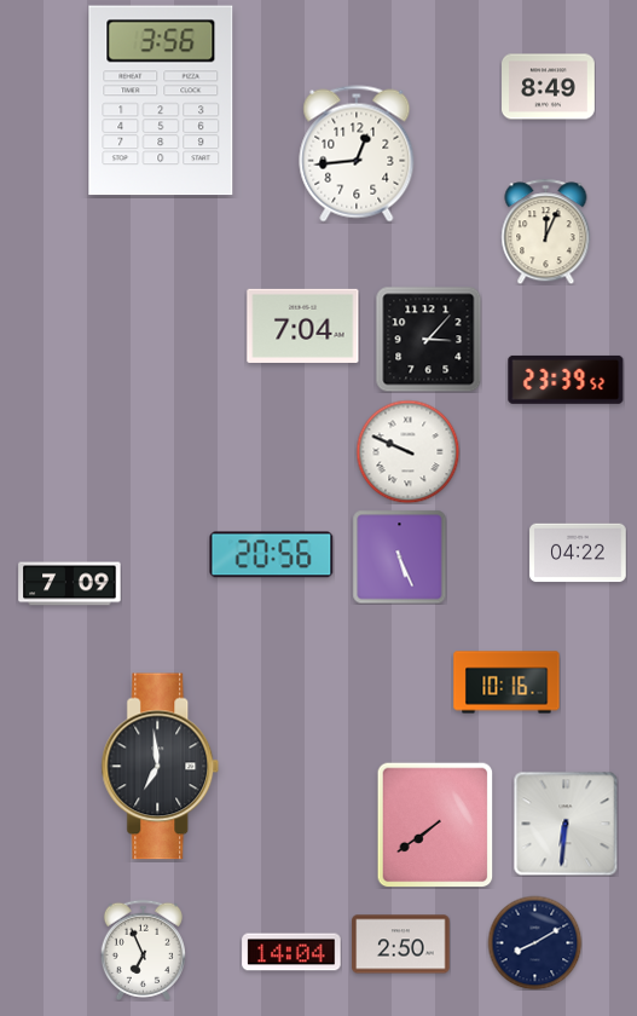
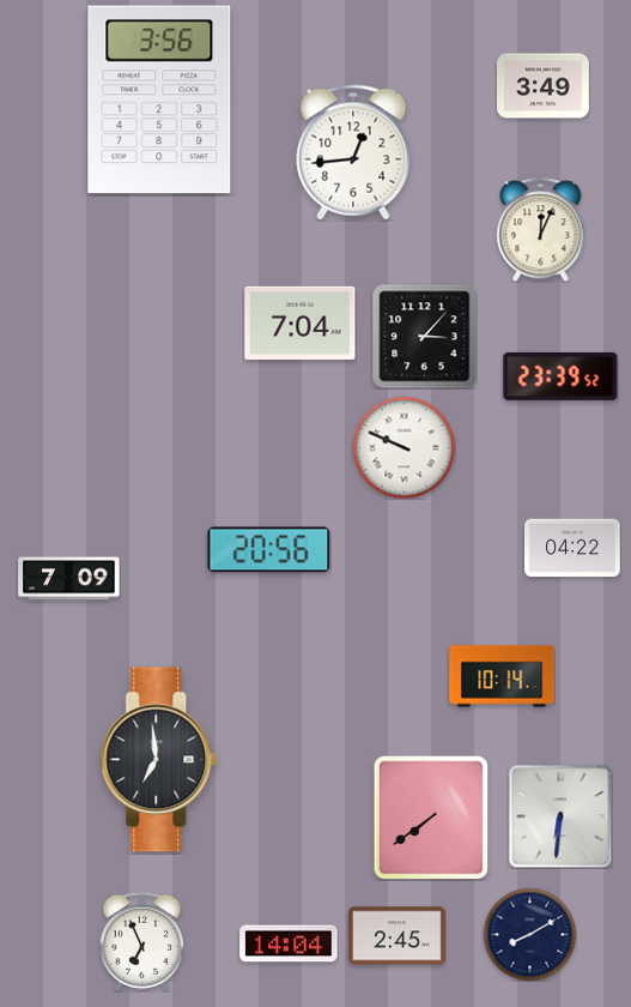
clock at (549, 87): 8:49 -> 3:49
clock at (399, 556): 5:26 -> none
clock at (506, 682): 10:16 -> 10:14
clock at (401, 945): 2:50 -> 2:45
